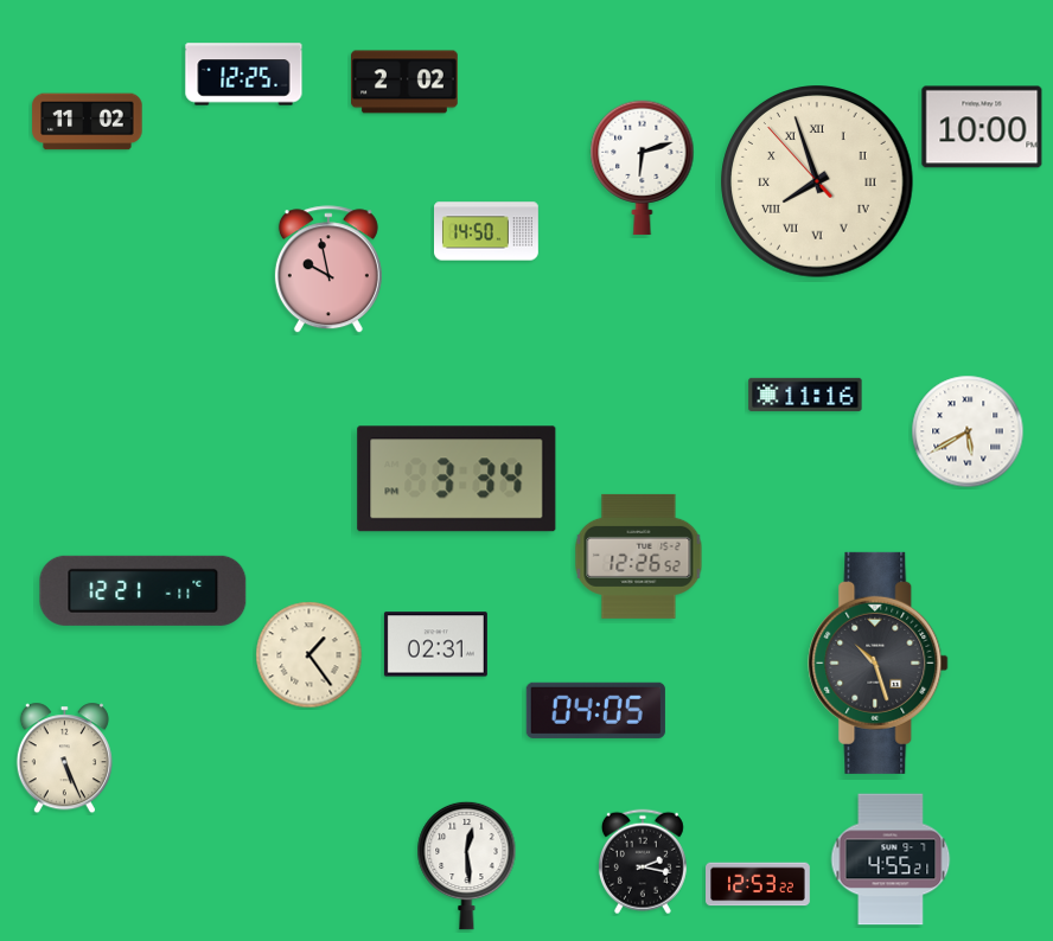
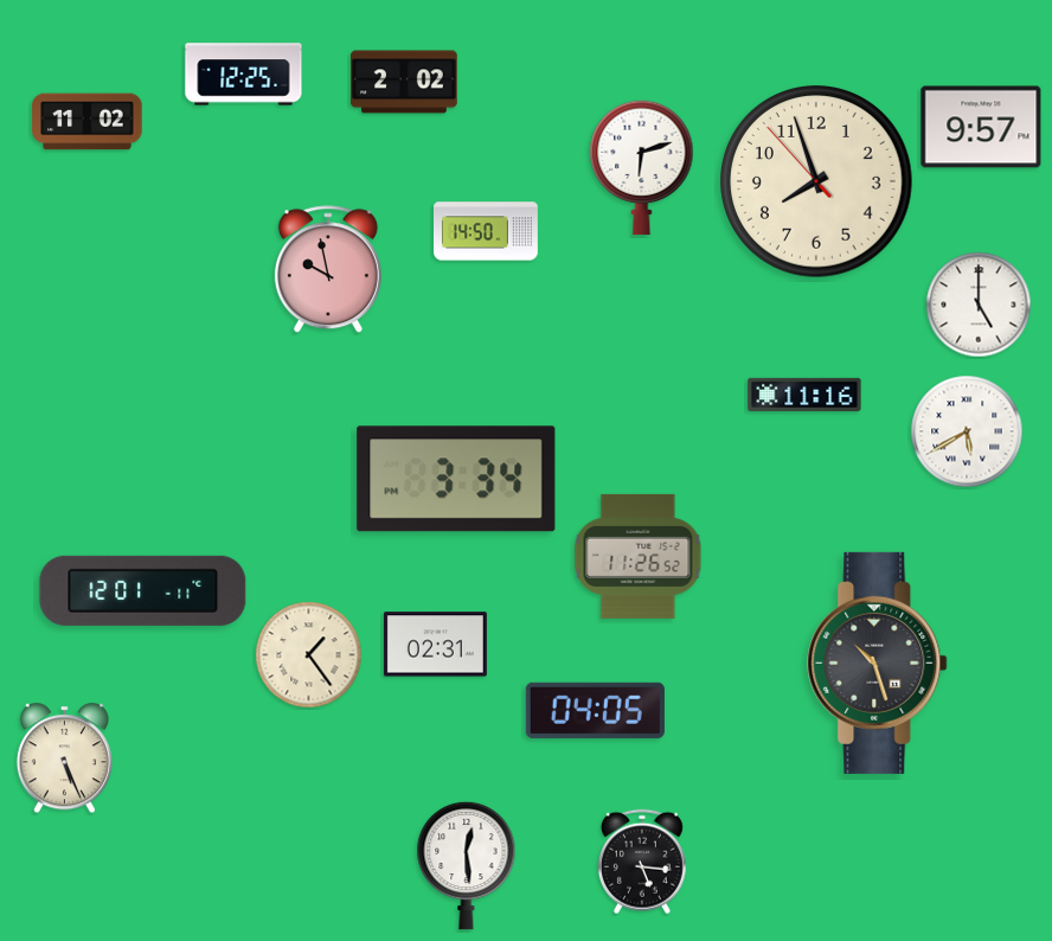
clock at (982, 127): 10:00 -> 9:57
clock at (817, 181) numerals: Roman -> Arabic
clock at (979, 305): none -> 5:00
clock at (639, 556): 12:26 -> 11:26
clock at (143, 590): 12:21 -> 12:01
clock at (891, 859): 4:55 -> none
clock at (643, 862): 2:17 -> 5:16
clock at (759, 884): 12:53 -> none
